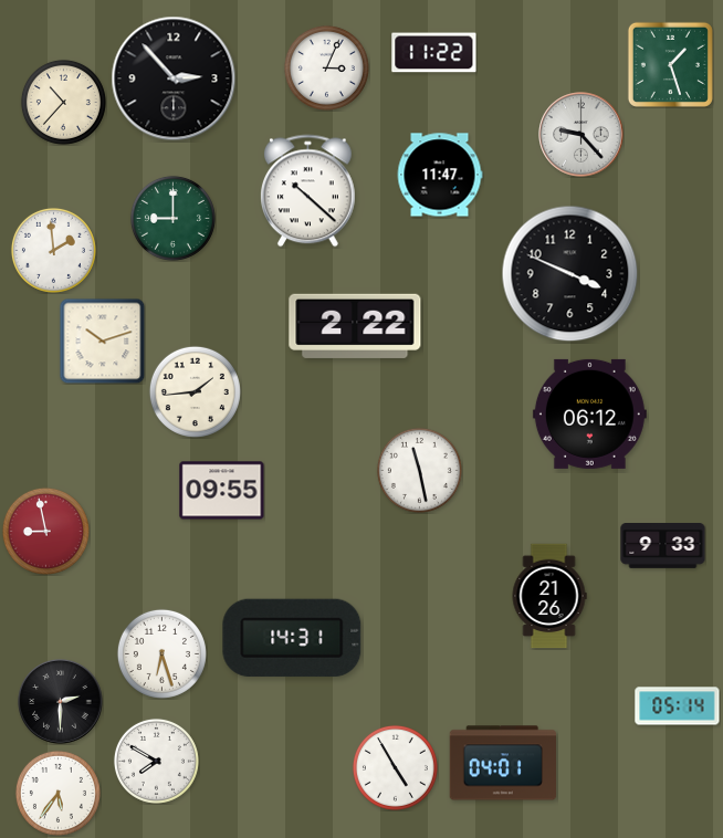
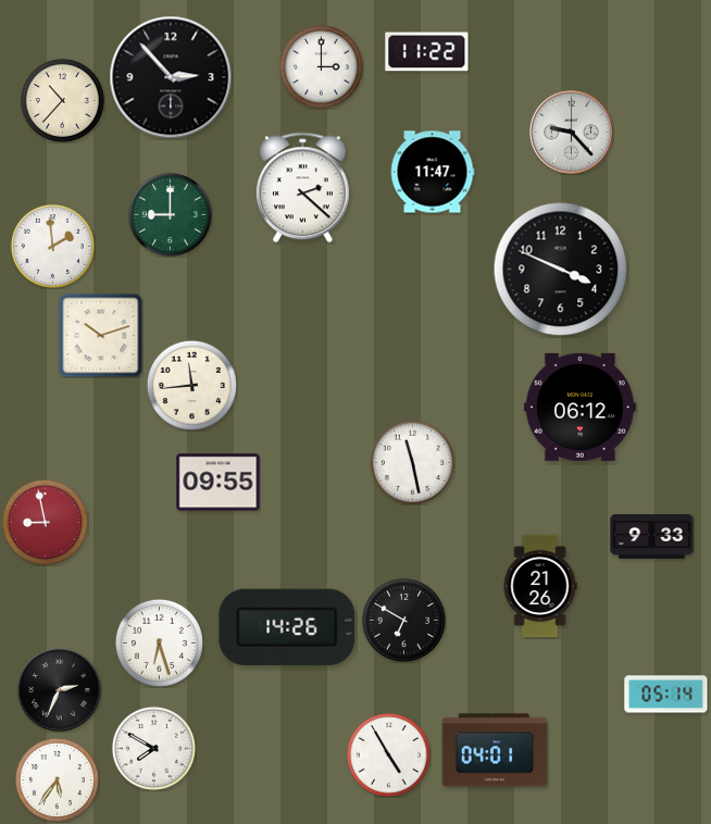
clock at (670, 64): 1:27 -> none
clock at (326, 67): 3:04 -> 3:00
clock at (308, 191): 10:22 -> 2:22
clock at (355, 326): 2:22 -> none
clock at (195, 391): 1:44 -> 11:44
clock at (403, 620): none -> 6:50
clock at (292, 638): 14:31 -> 14:26
clock at (61, 702): 2:30 -> 2:34
